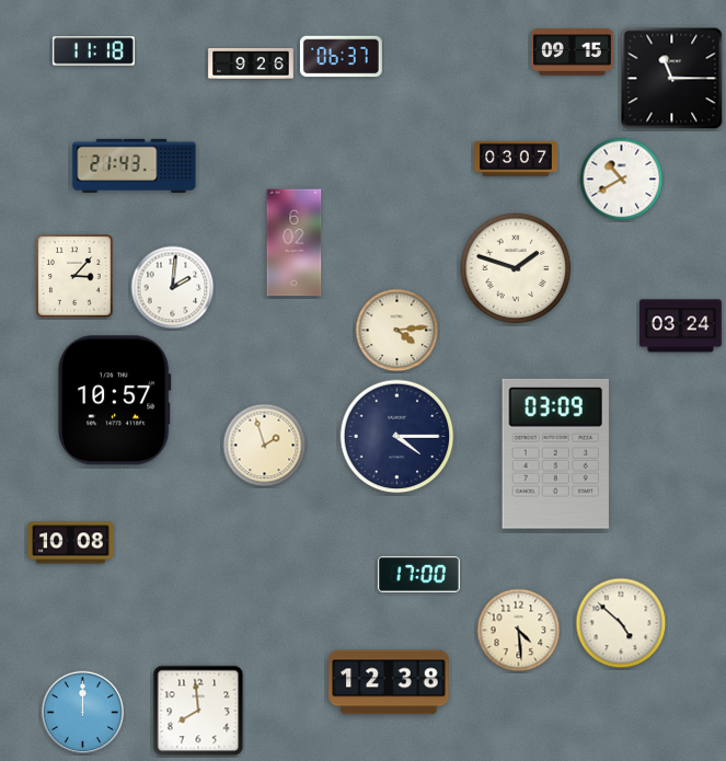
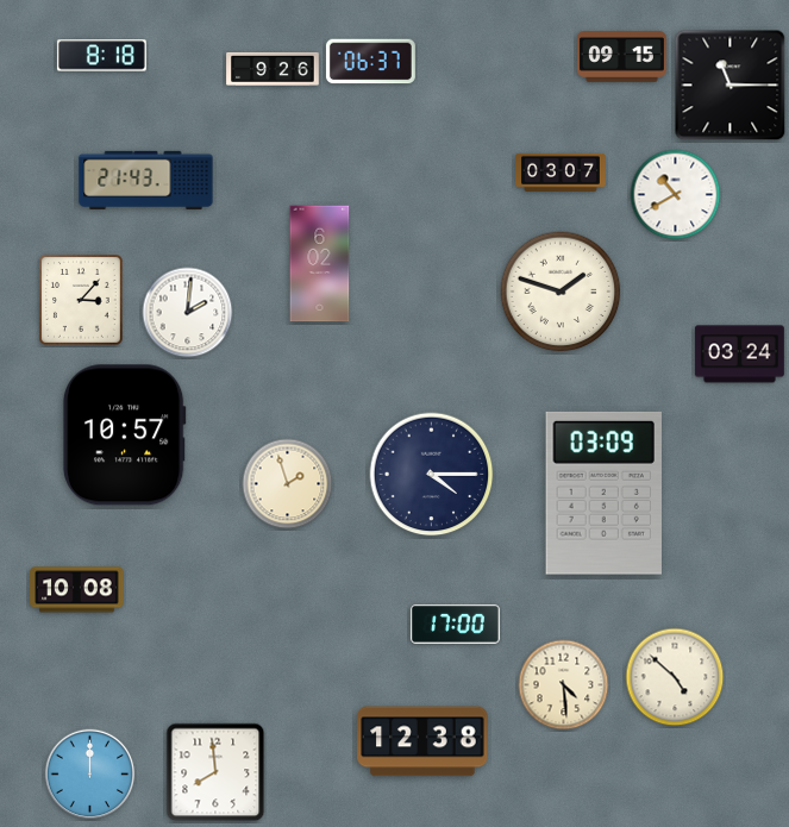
clock at (93, 51): 11:18 -> 8:18
clock at (397, 331): 4:14 -> none
